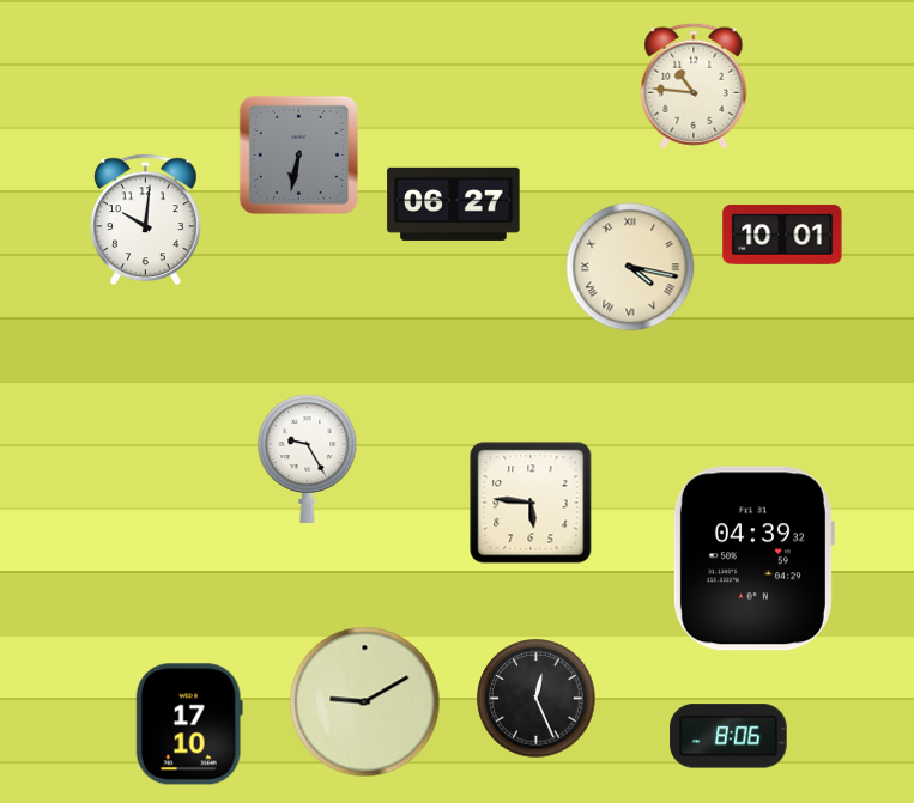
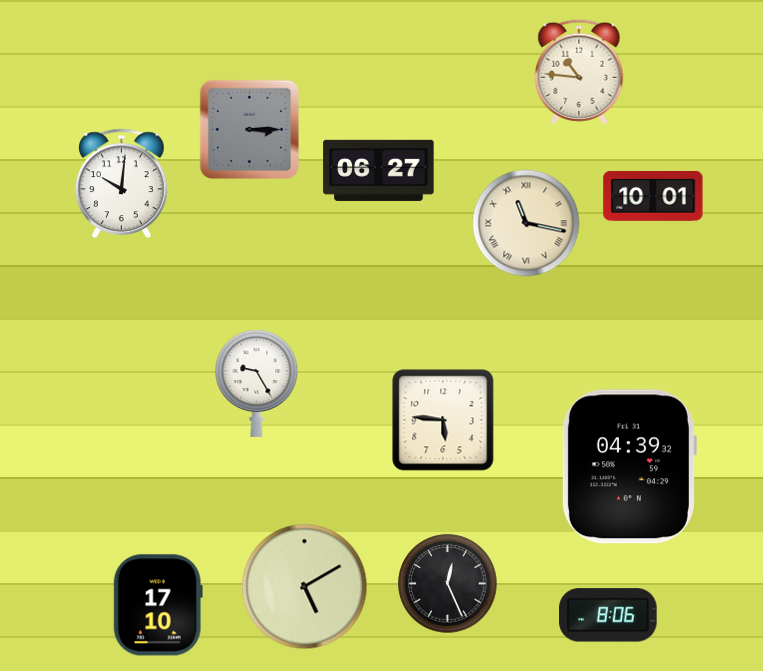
clock at (298, 154): 6:32 -> 3:15
clock at (630, 267): 4:17 -> 11:17
clock at (365, 702): 9:10 -> 5:10
